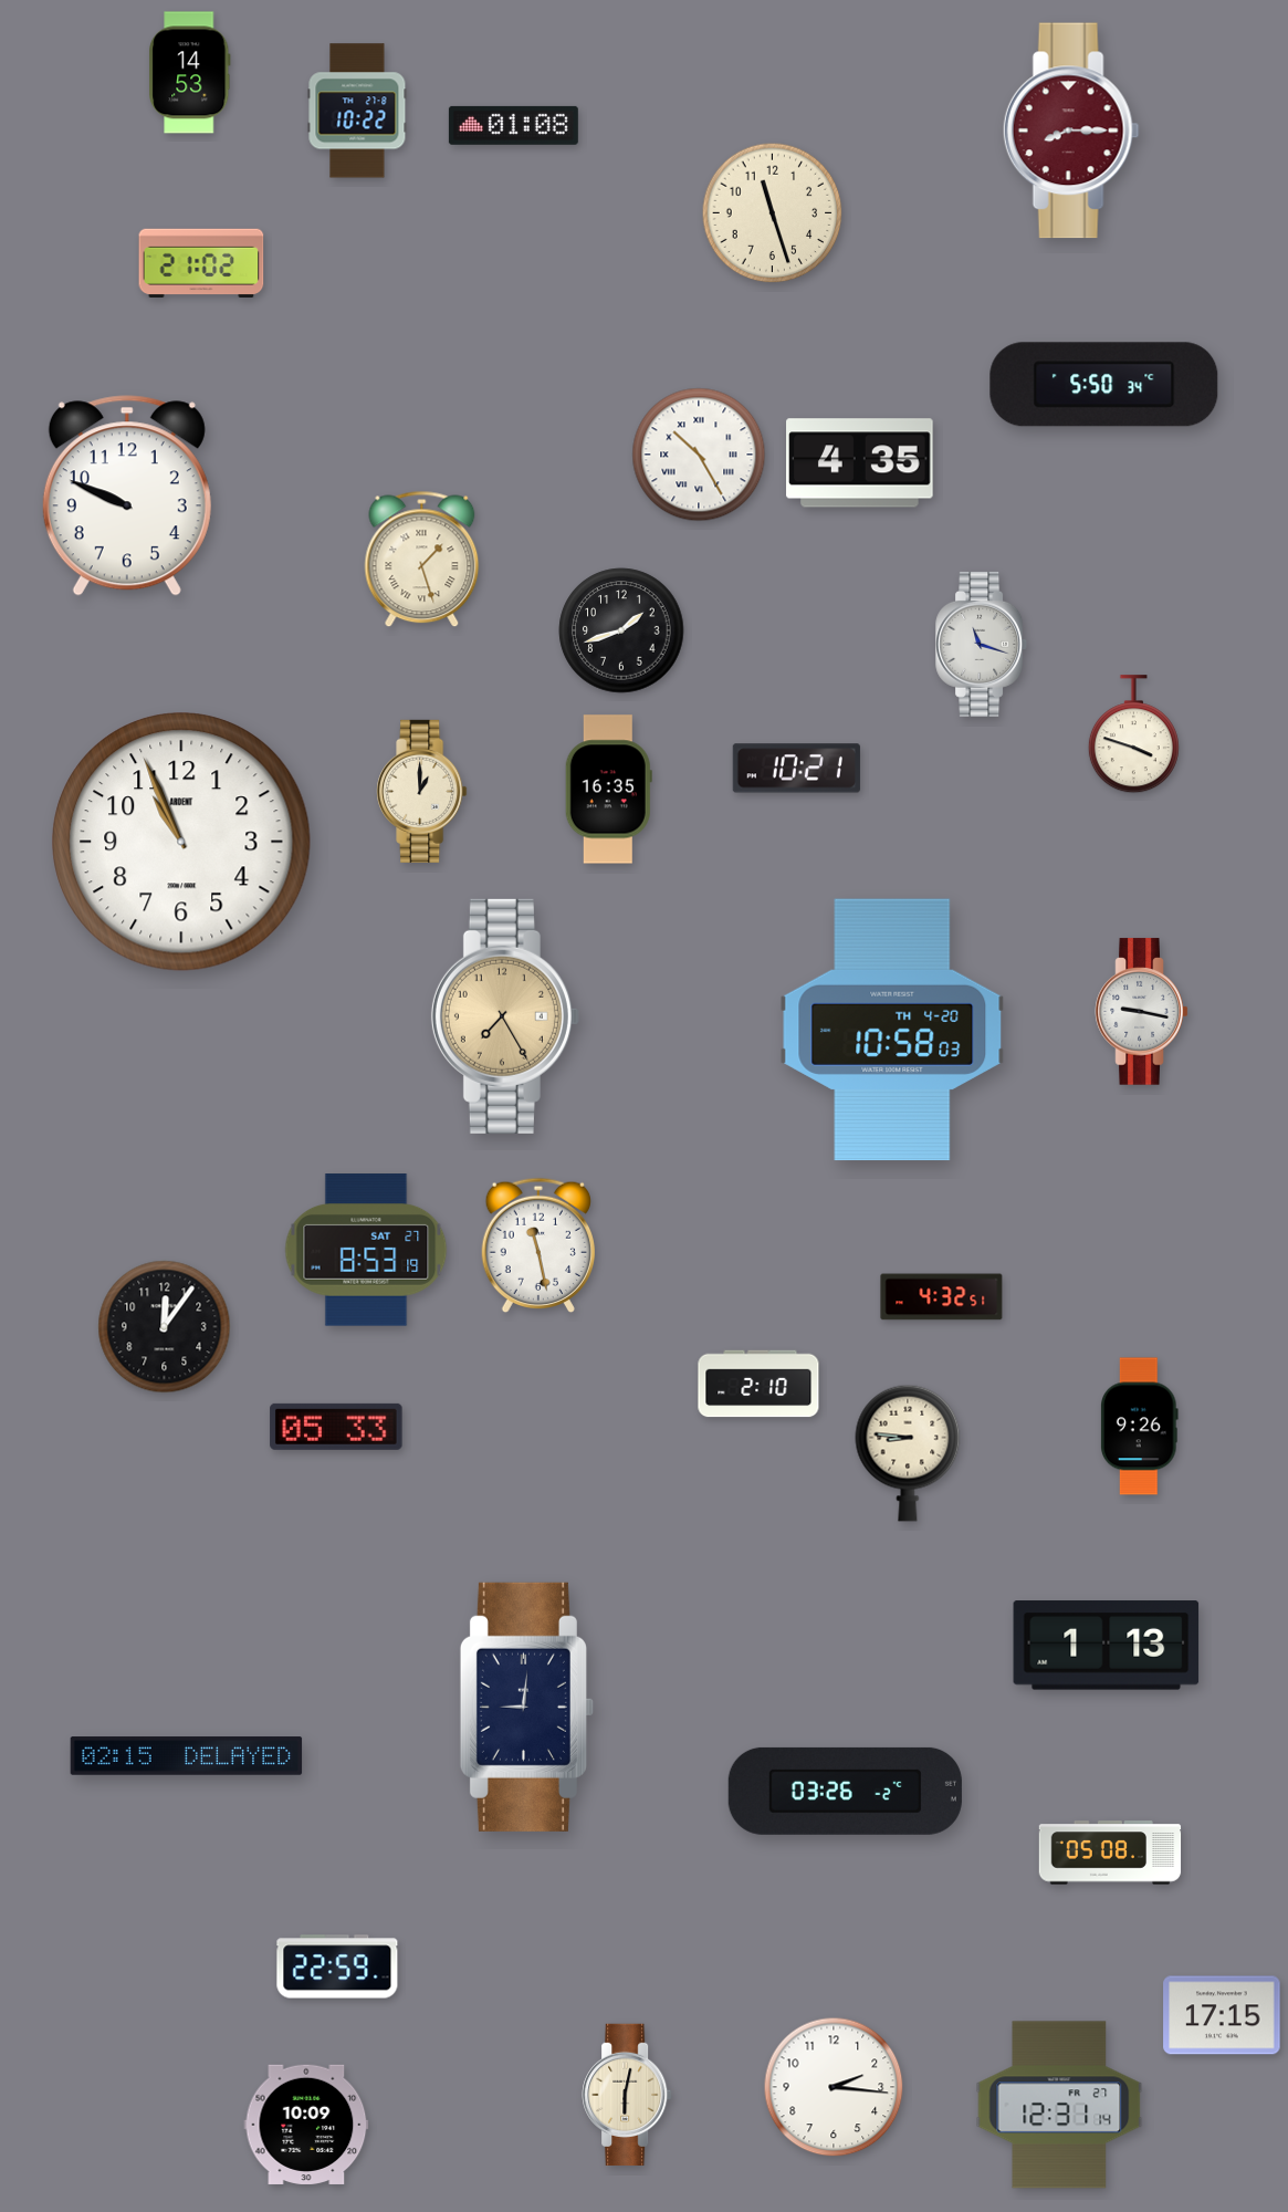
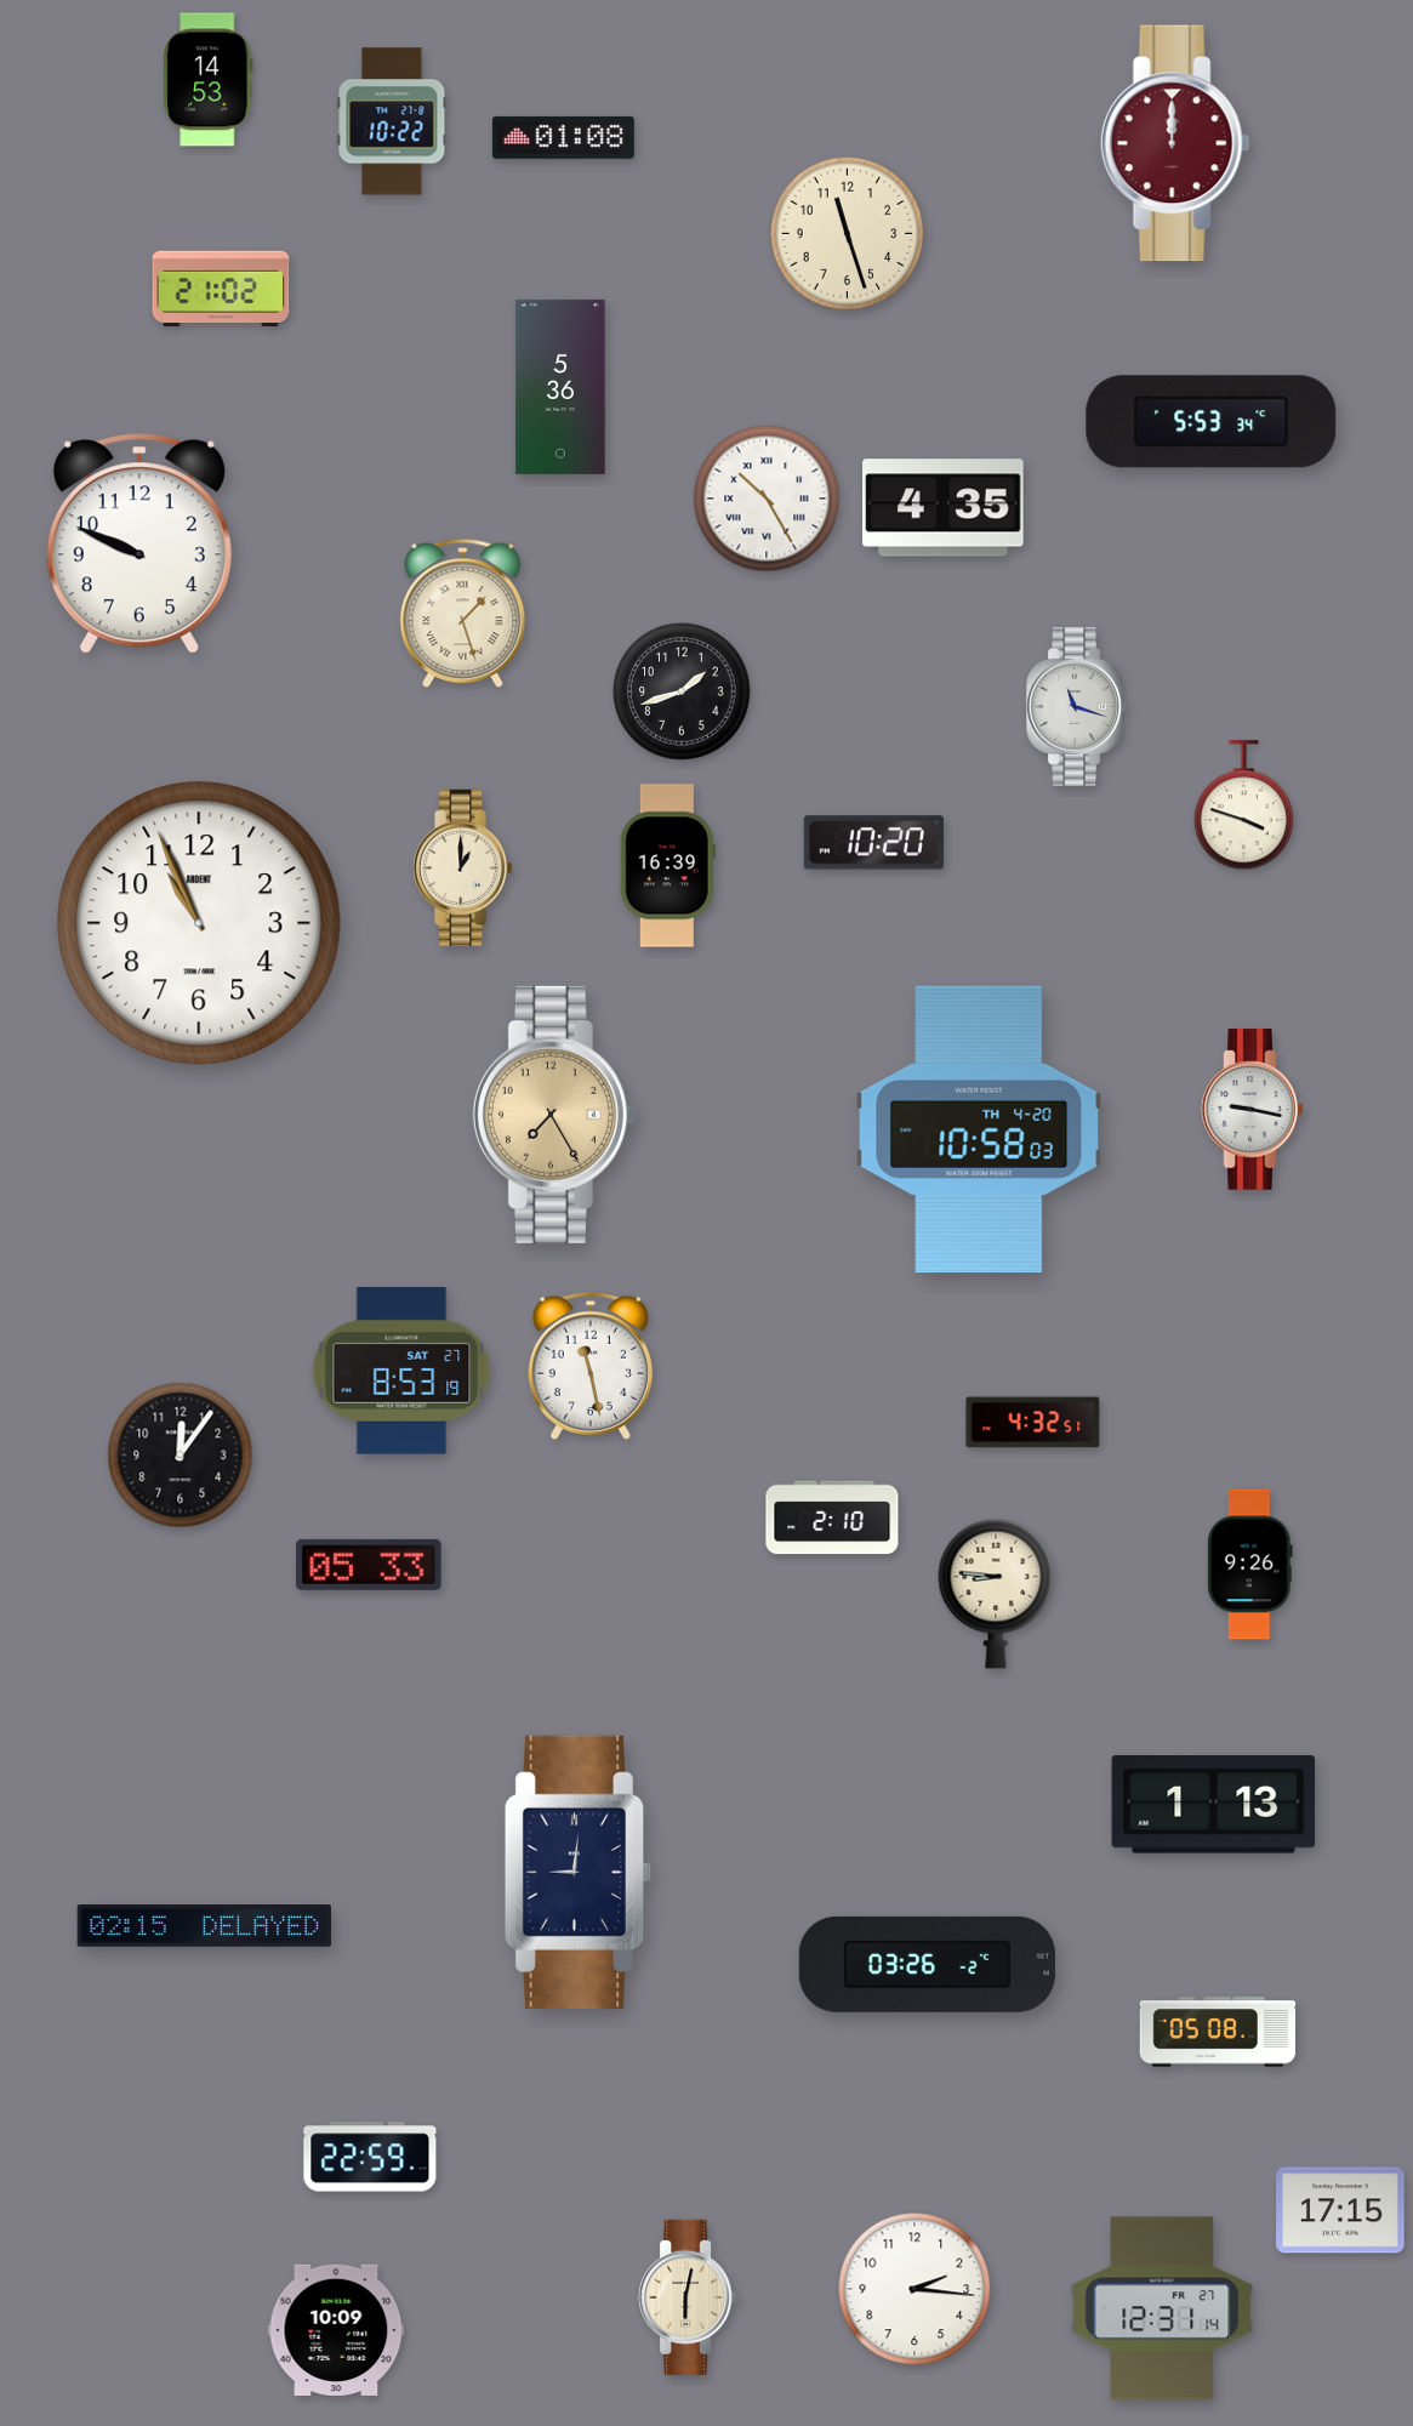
clock at (1071, 131): 8:15 -> 12:00
clock at (560, 387): none -> 5:36
clock at (1104, 385): 5:50 -> 5:53
clock at (796, 769): 10:21 -> 10:20
clock at (608, 790): 16:35 -> 16:39
